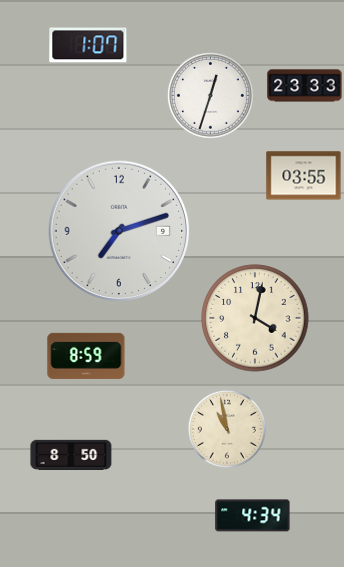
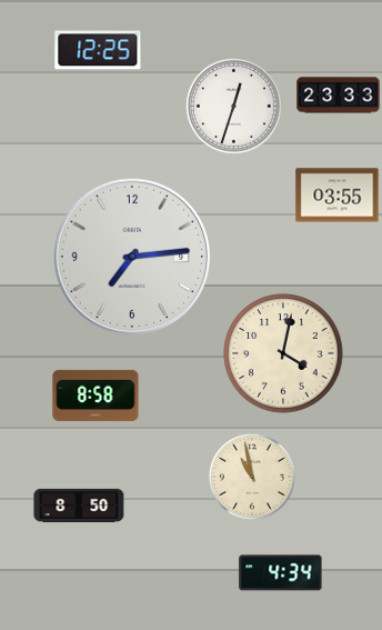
clock at (88, 45): 1:07 -> 12:25
clock at (119, 231): 7:12 -> 7:14
clock at (86, 356): 8:59 -> 8:58
